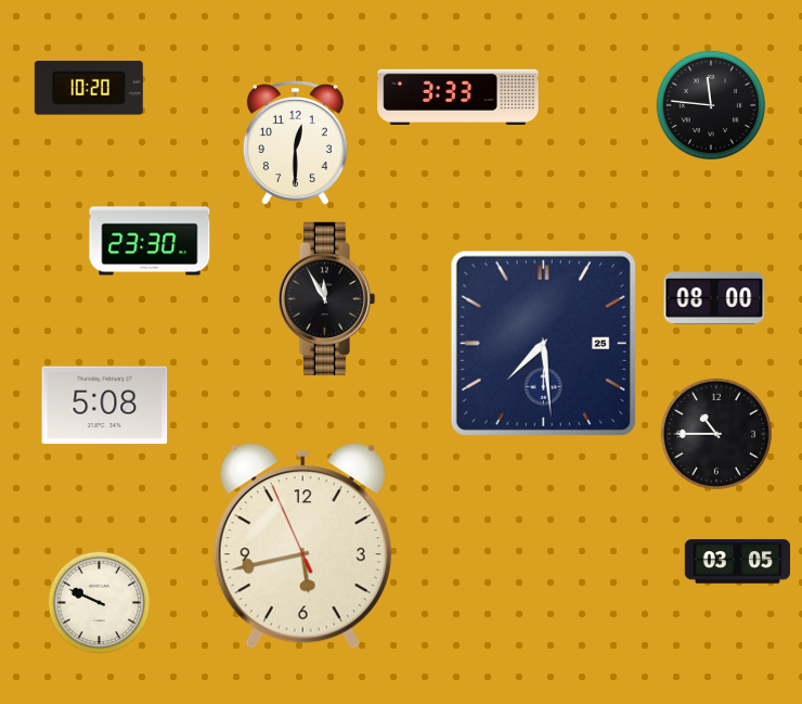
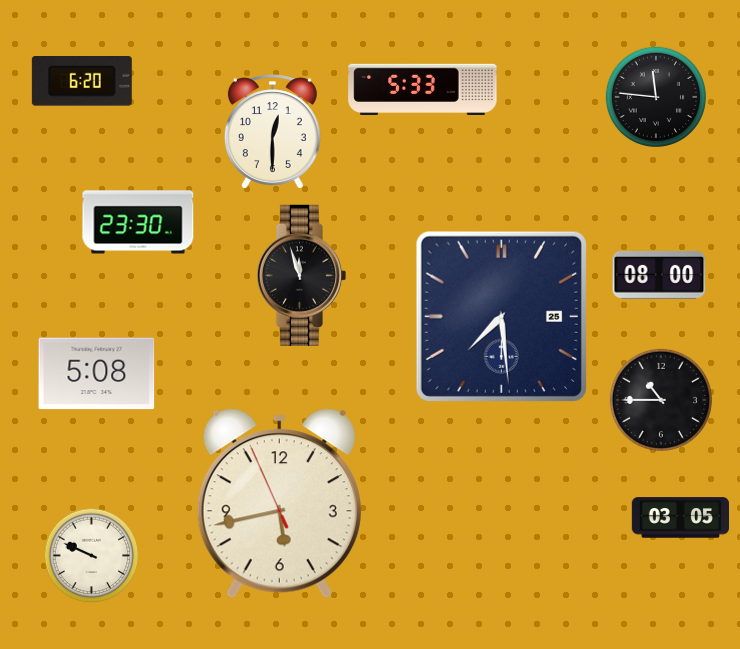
clock at (89, 88): 10:20 -> 6:20
clock at (458, 98): 3:33 -> 5:33
clock at (326, 298): 11:55 -> 11:57
